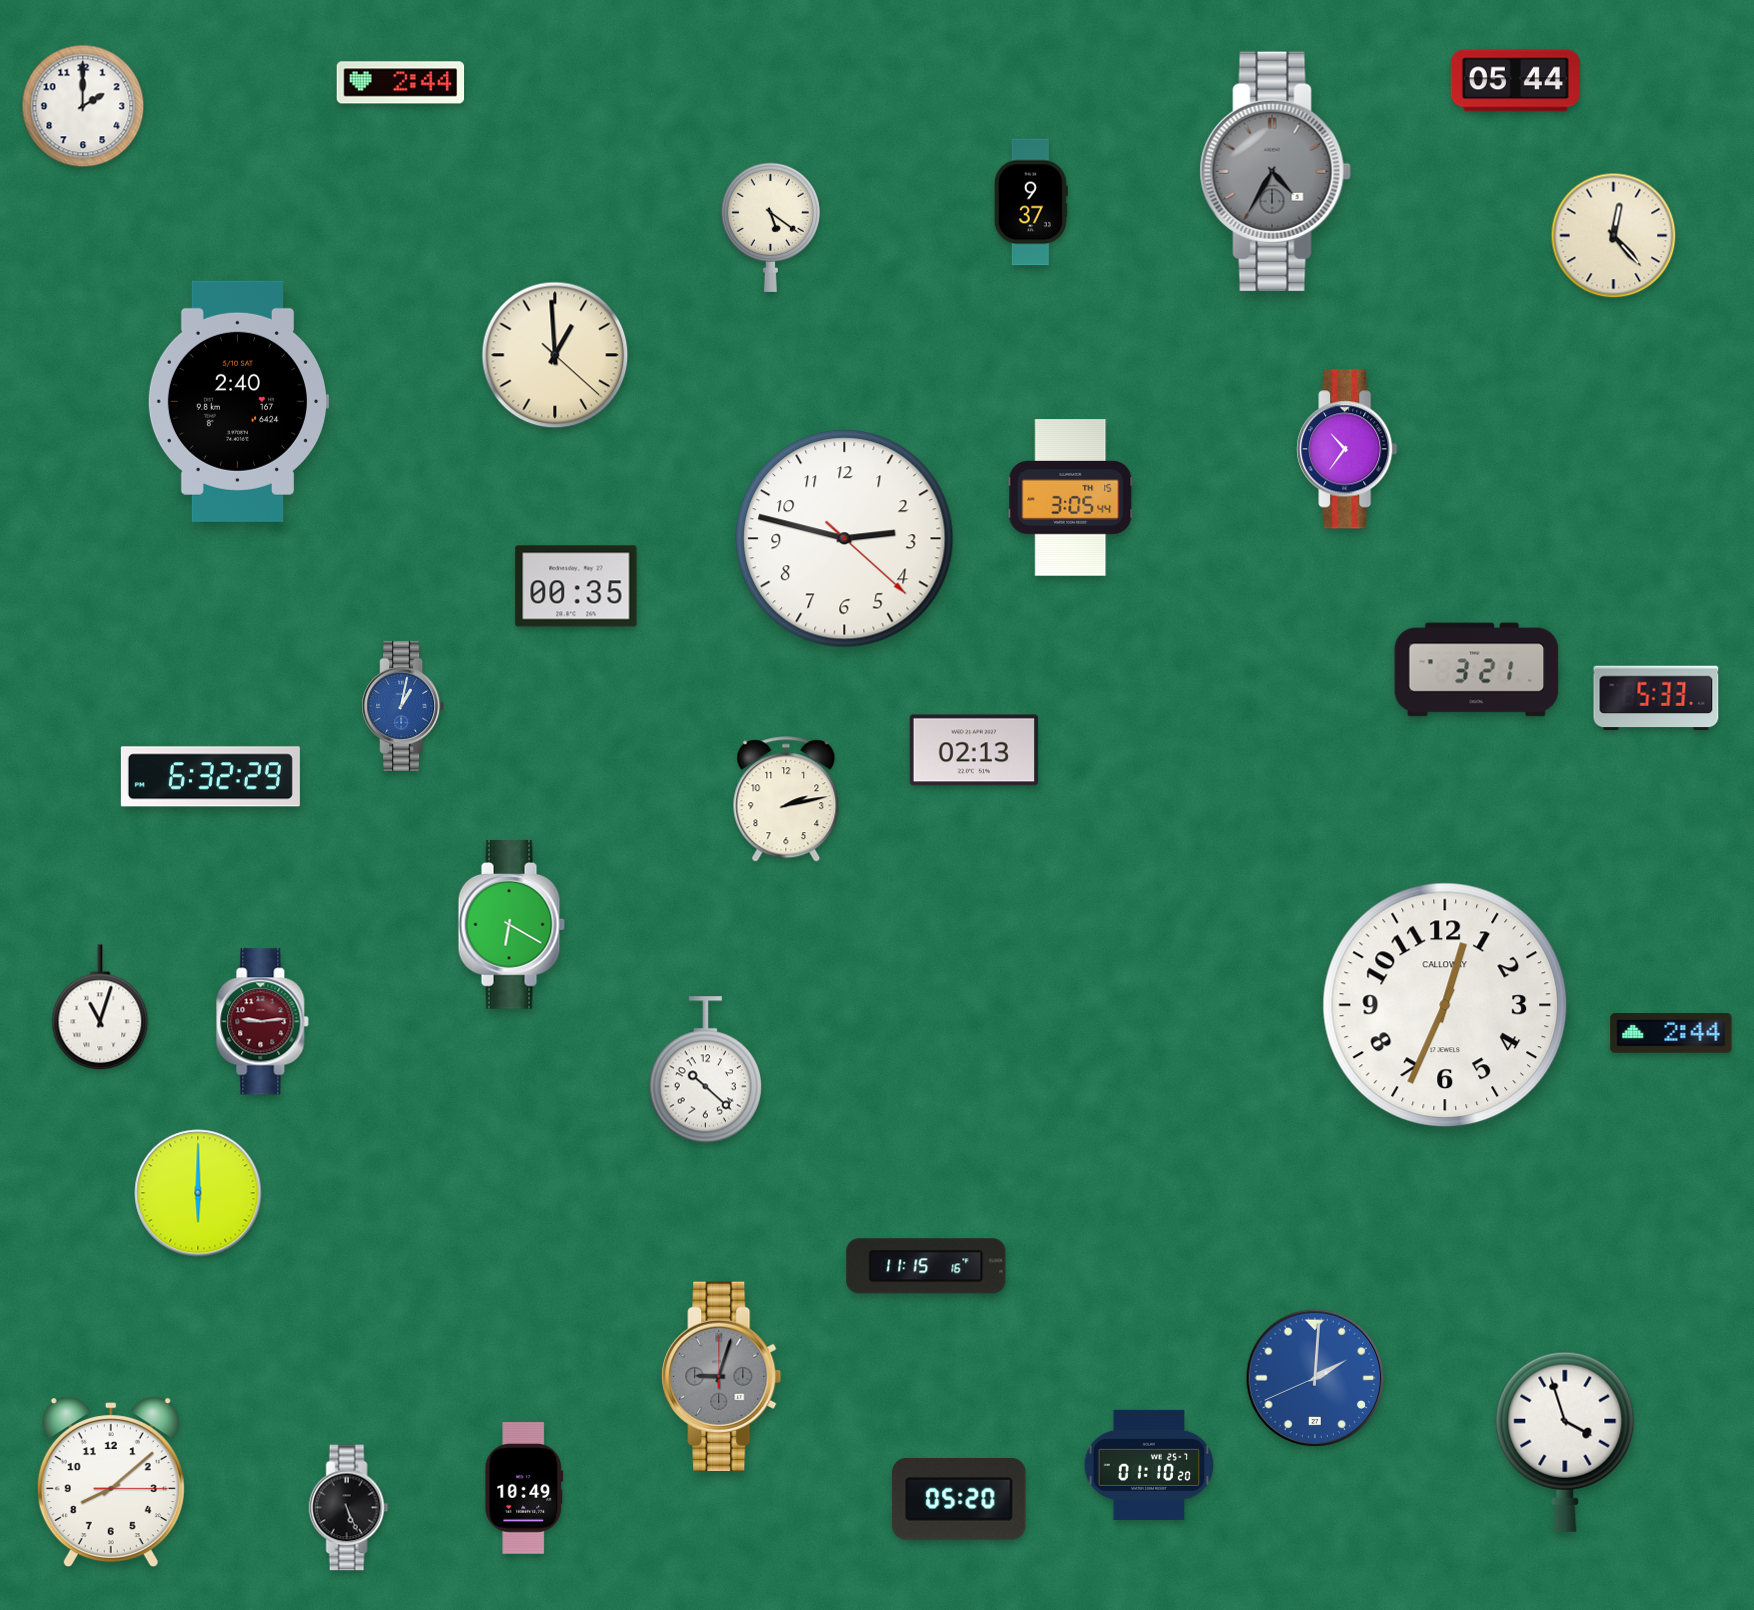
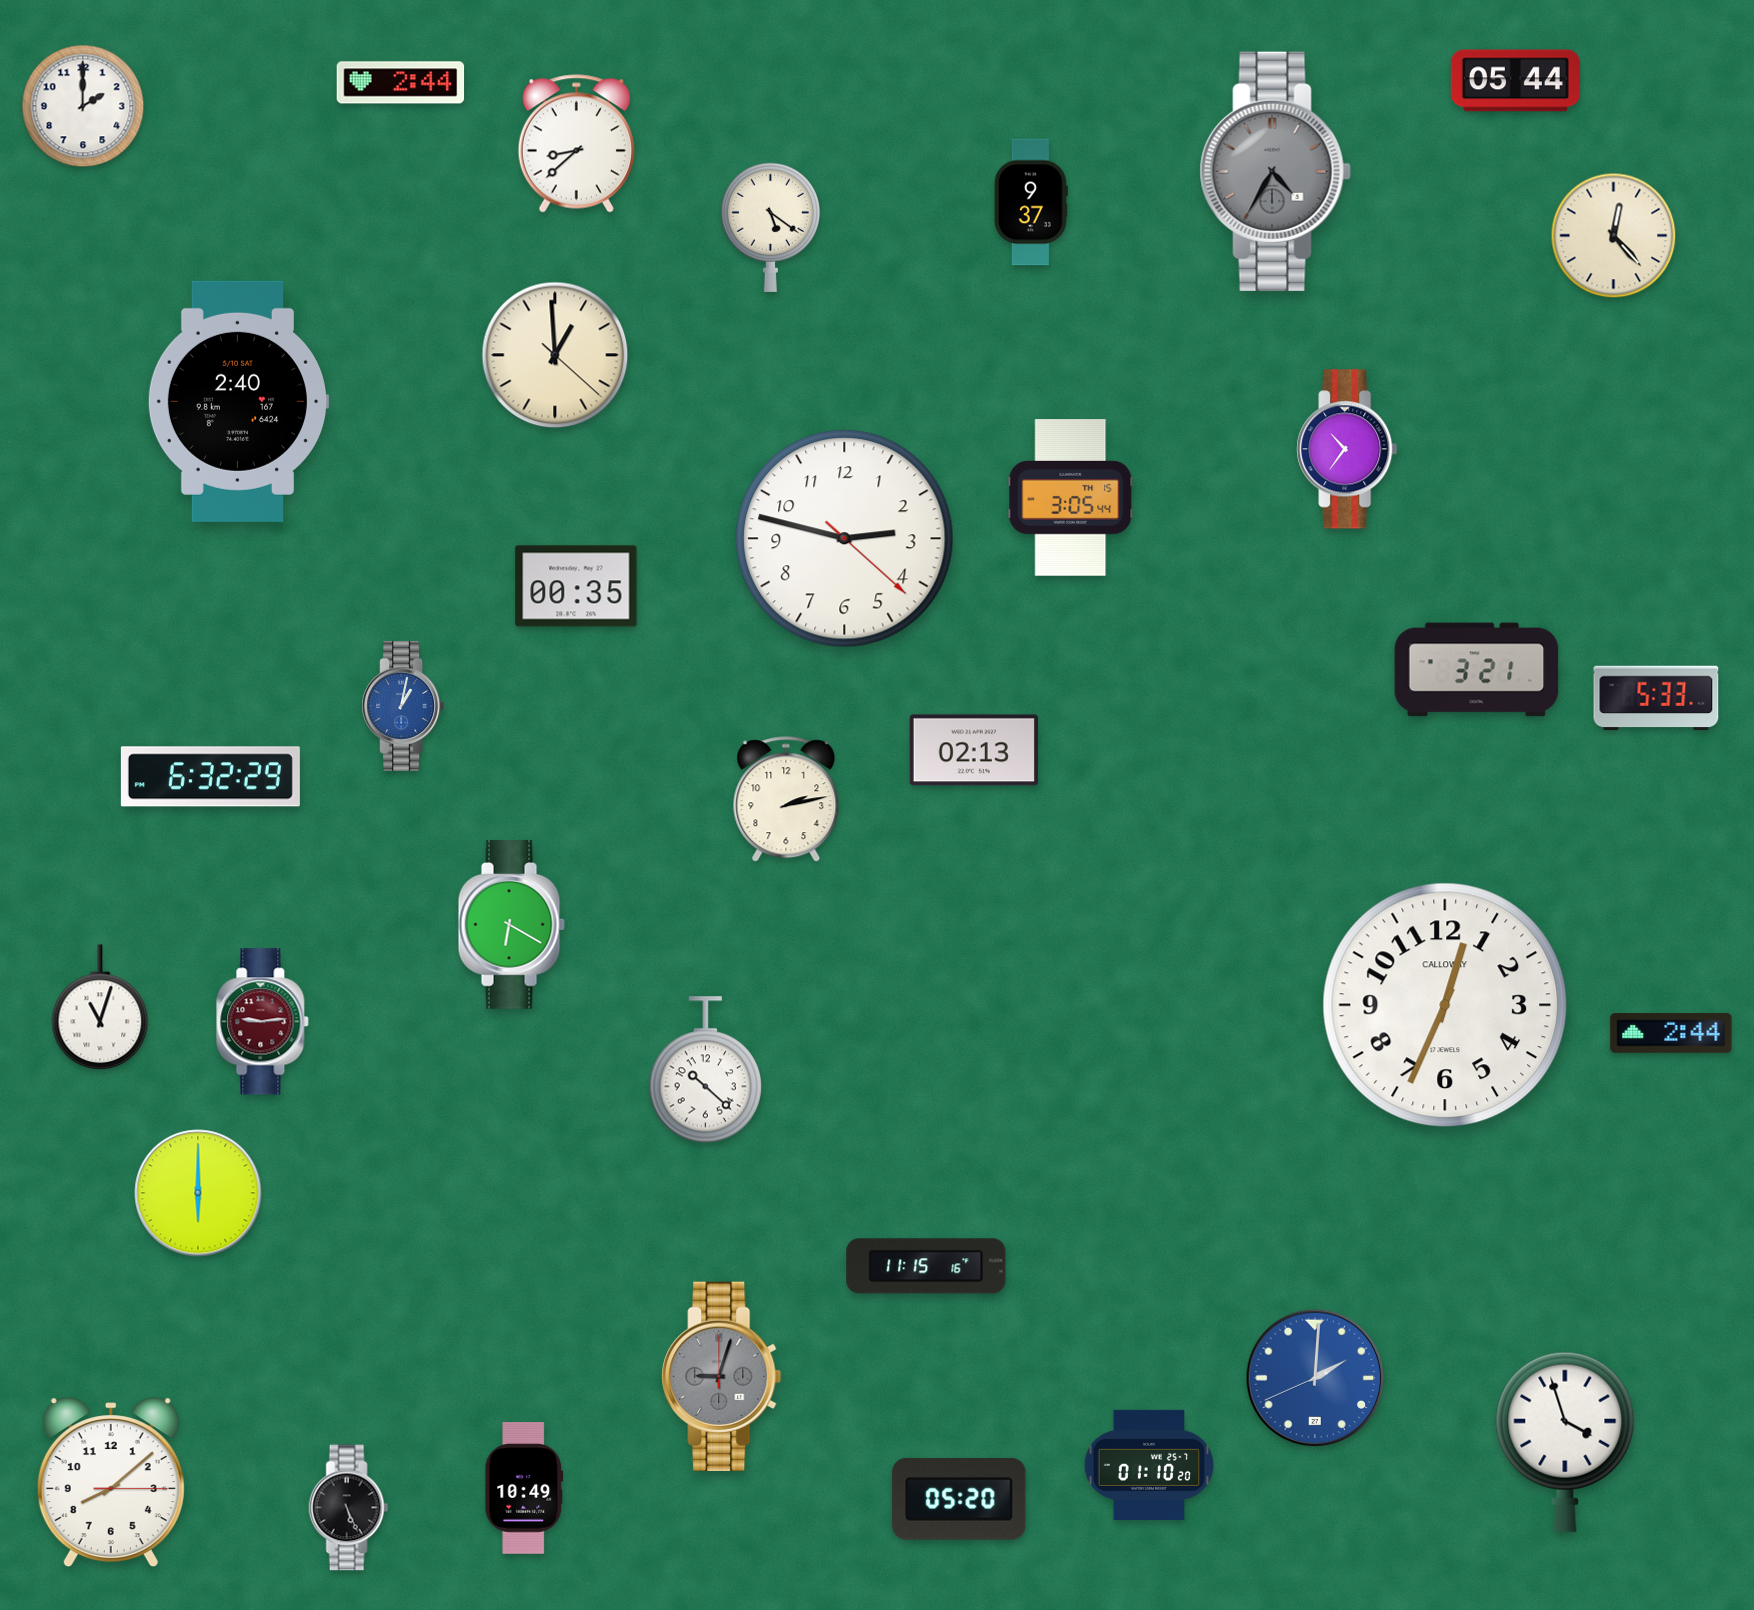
clock at (576, 144): none -> 8:38
